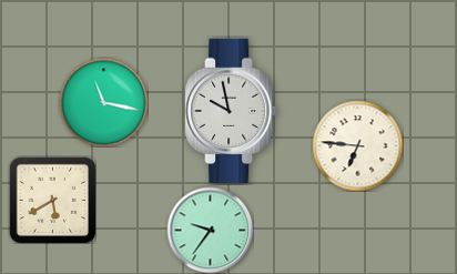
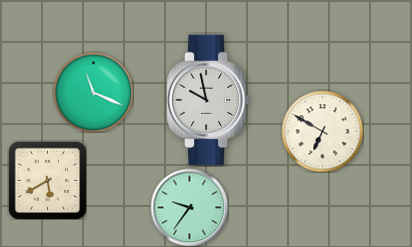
clock at (103, 102): 11:17 -> 11:19
clock at (357, 145): 6:46 -> 6:50
